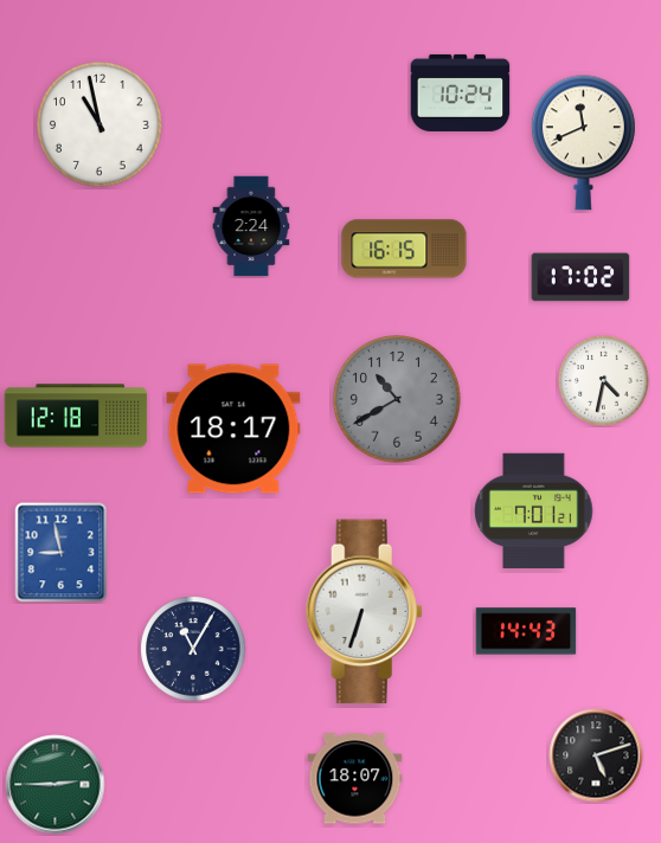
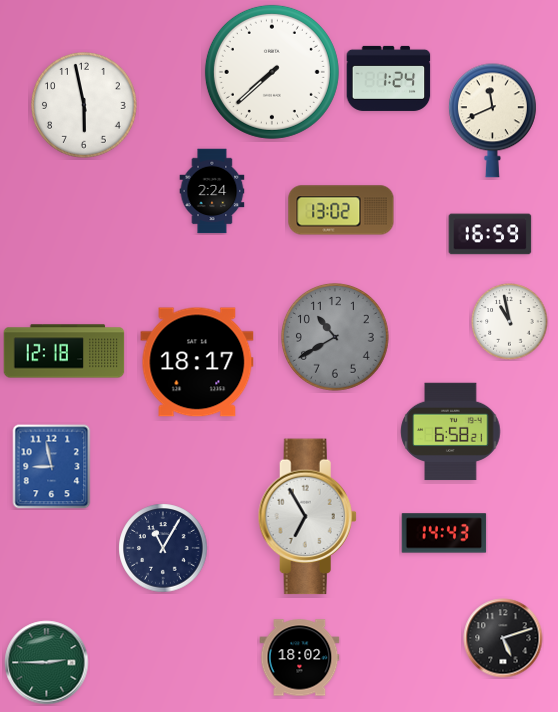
clock at (272, 72): none -> 7:38
clock at (461, 92): 10:24 -> 1:24
clock at (101, 126): 10:58 -> 5:58
clock at (404, 249): 16:15 -> 13:02
clock at (580, 277): 17:02 -> 16:59
clock at (604, 381): 4:32 -> 10:58
clock at (534, 511): 7:01 -> 6:58
clock at (364, 612): 6:33 -> 6:55
clock at (355, 779): 18:07 -> 18:02
